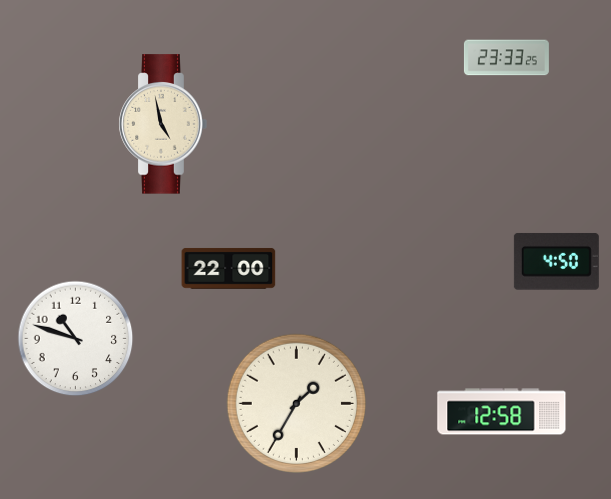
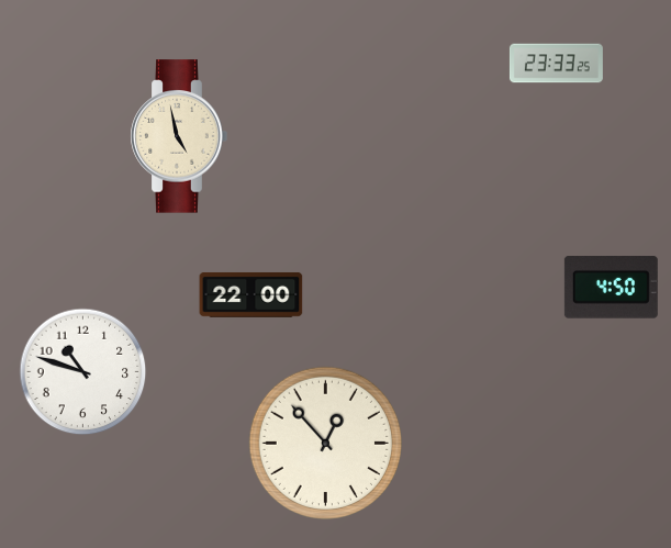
clock at (296, 403): 1:35 -> 12:53
clock at (502, 412): 12:58 -> none
